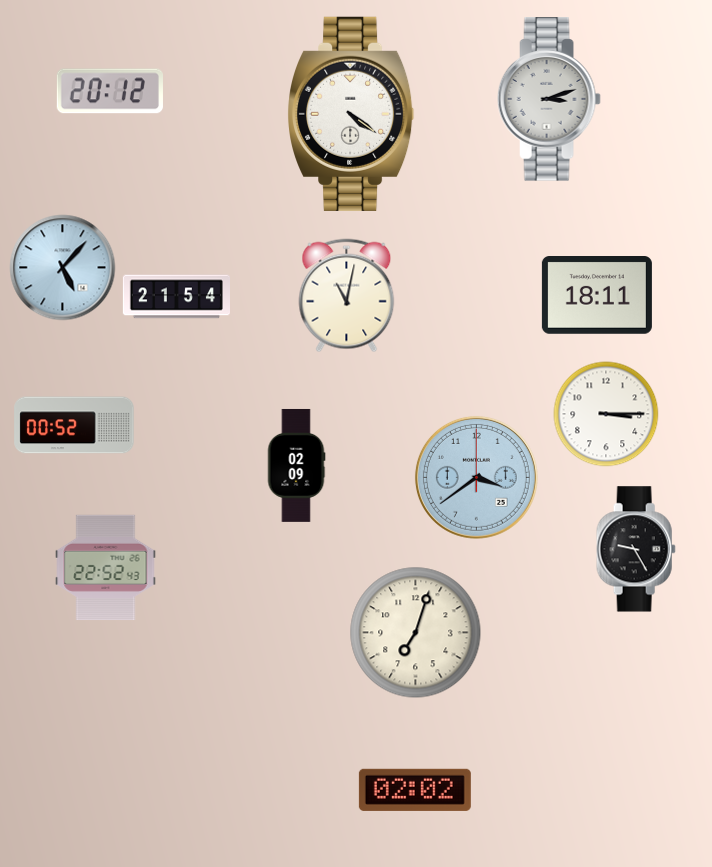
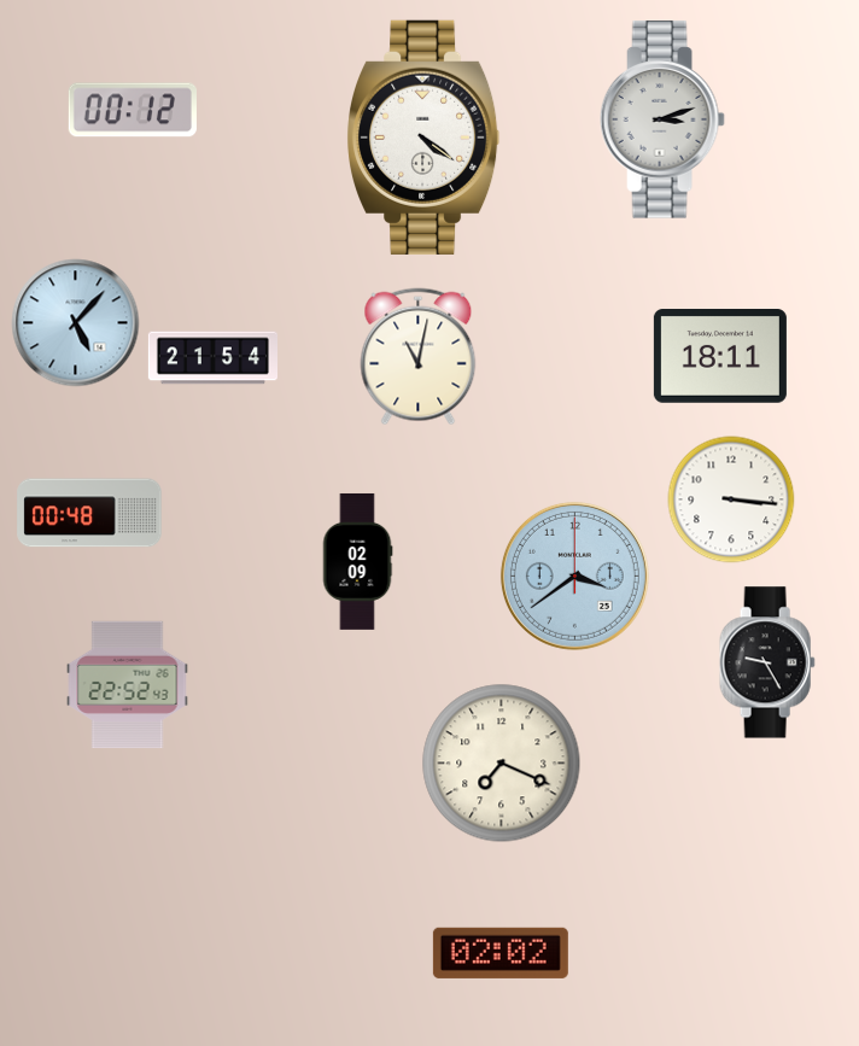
clock at (110, 91): 20:12 -> 00:12
clock at (606, 414): 3:15 -> 3:16
clock at (74, 425): 00:52 -> 00:48
clock at (416, 633): 7:03 -> 7:19
